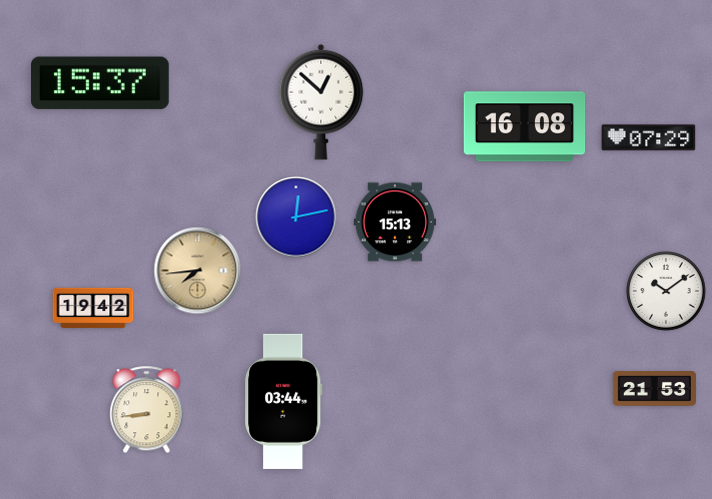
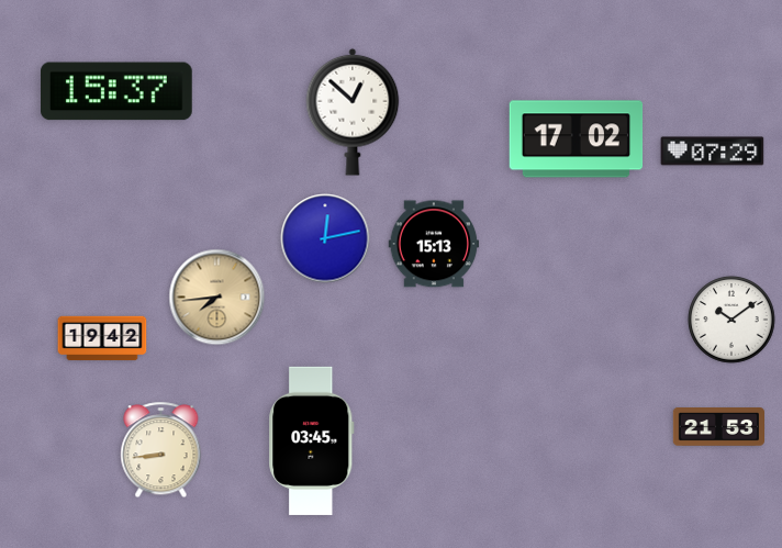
clock at (101, 83) position: (101, 83) -> (118, 91)
clock at (525, 127): 16:08 -> 17:02
clock at (284, 401): 03:44 -> 03:45
